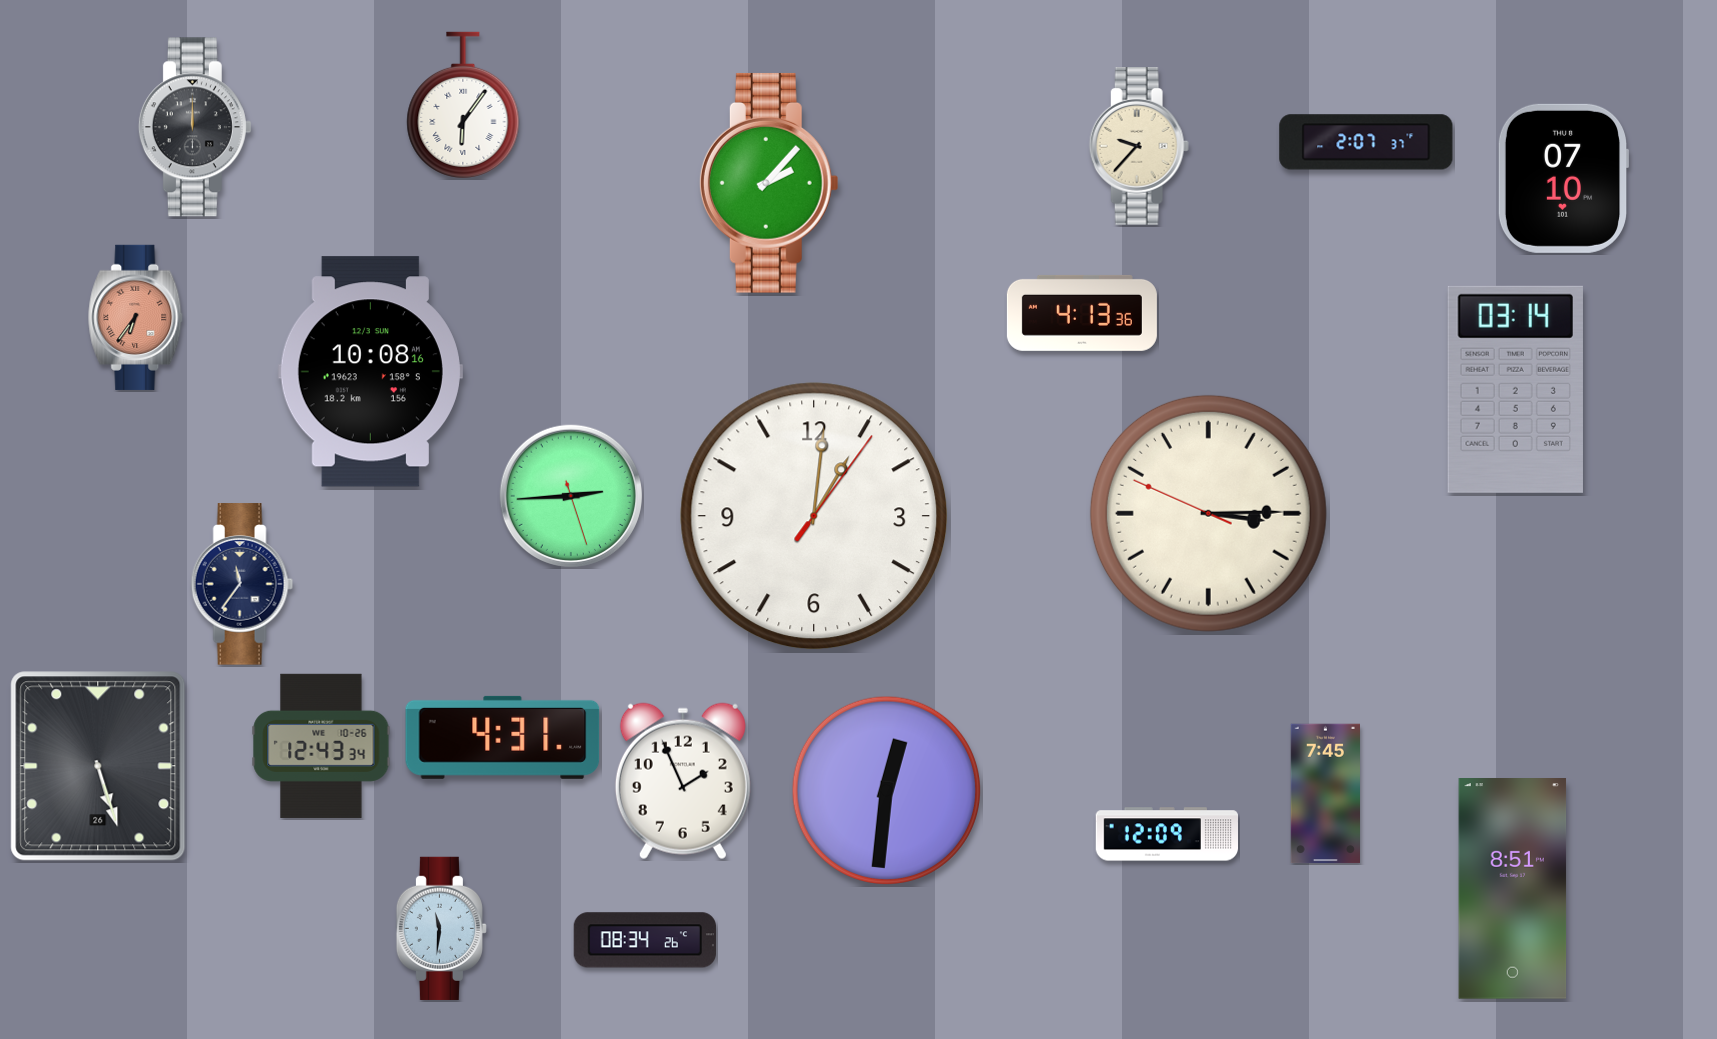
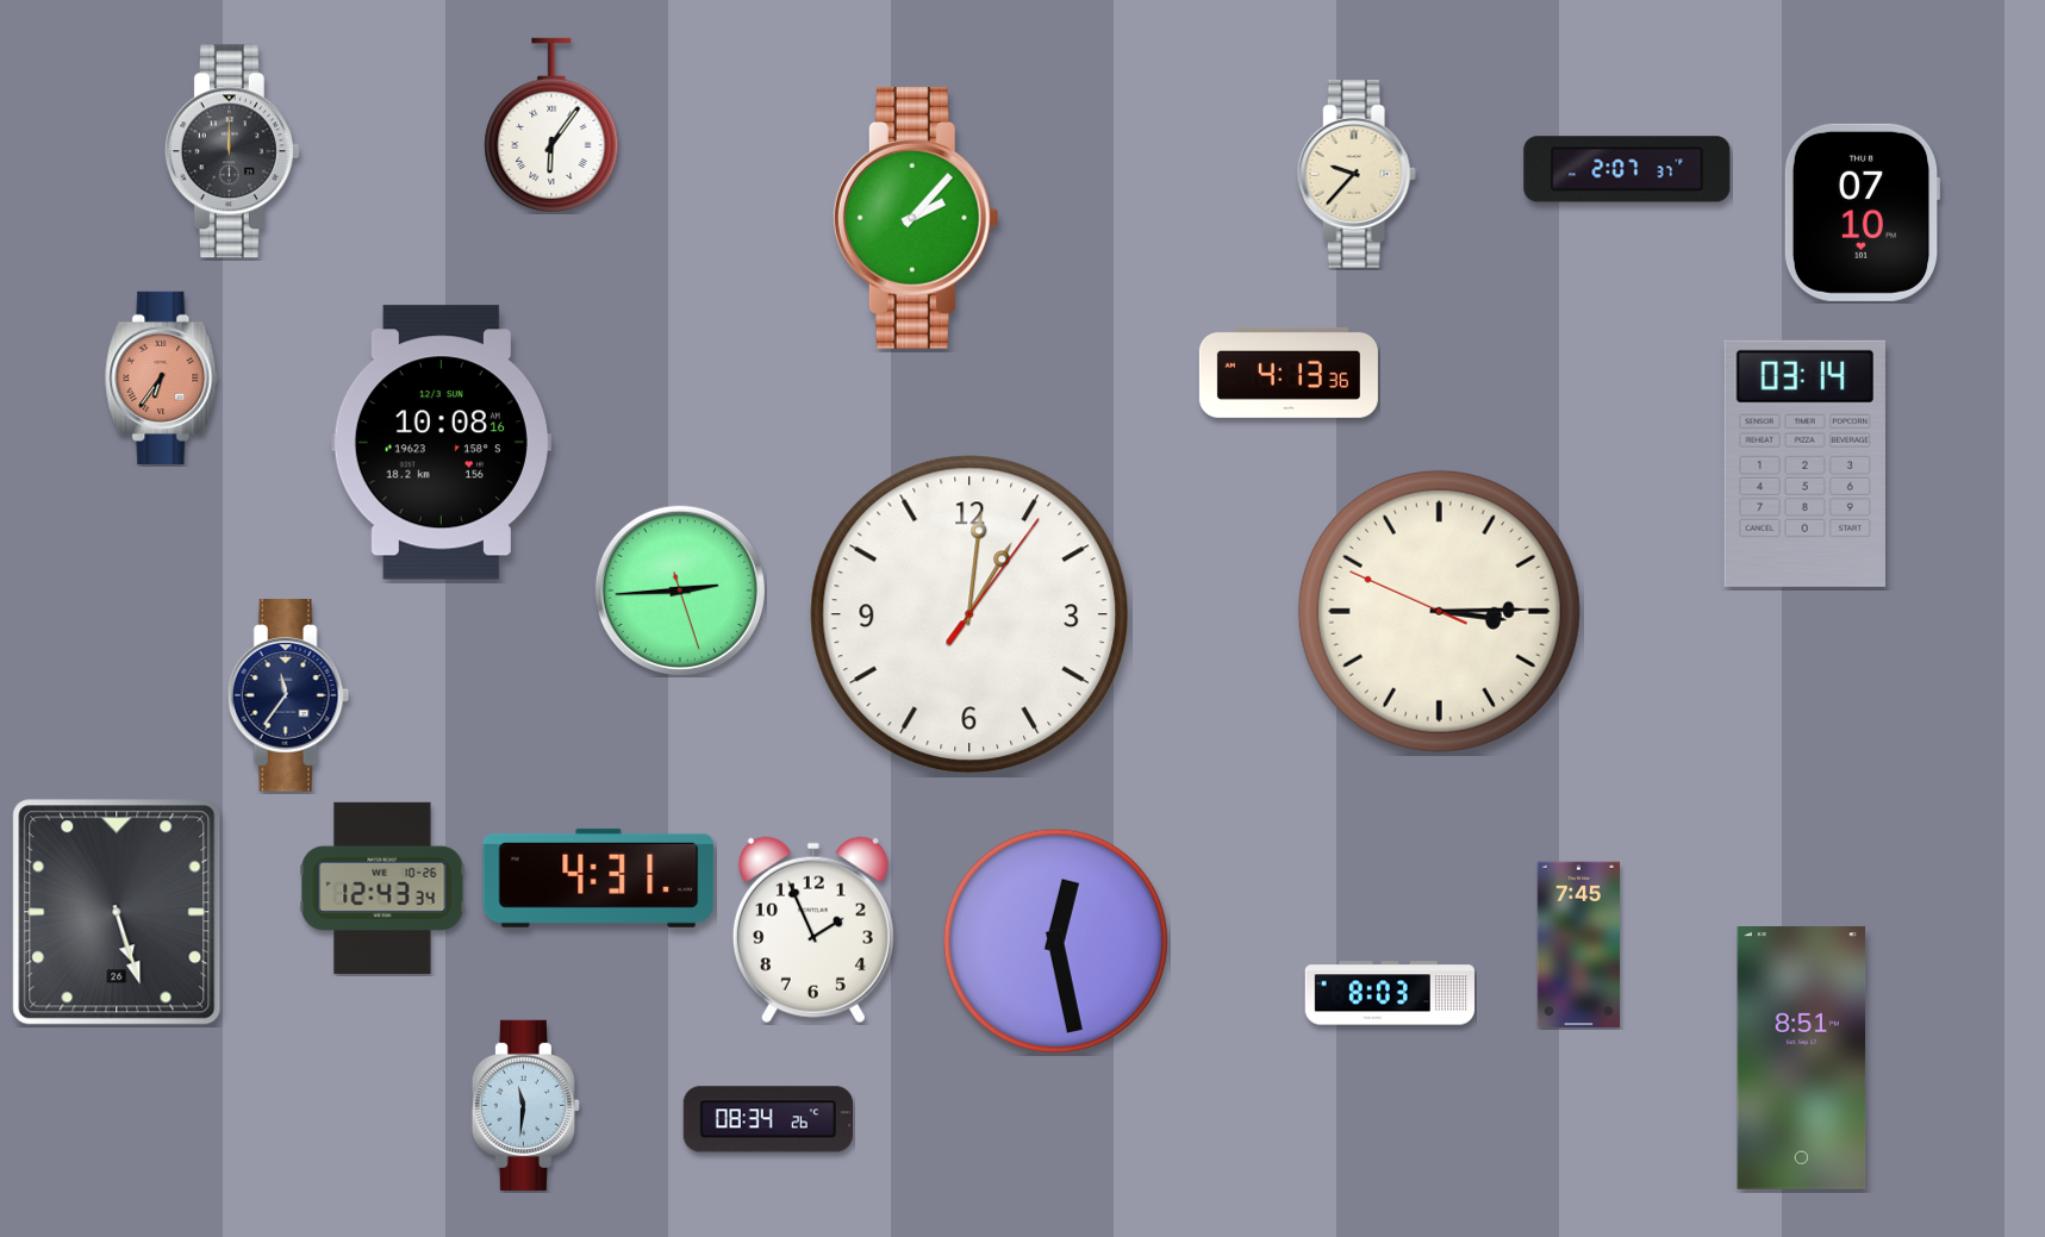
clock at (886, 790): 12:31 -> 12:28
clock at (1166, 834): 12:09 -> 8:03
